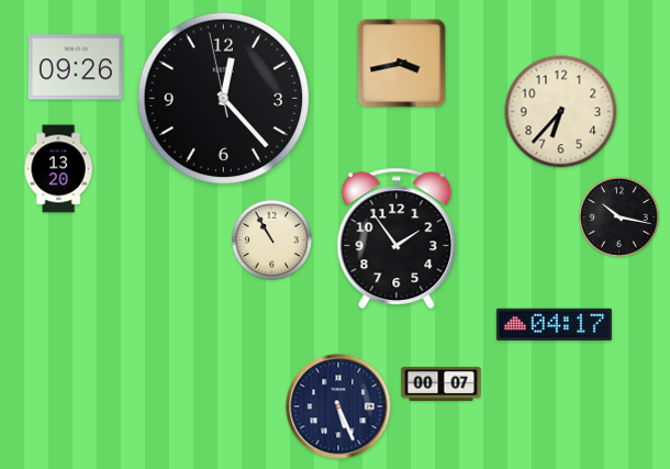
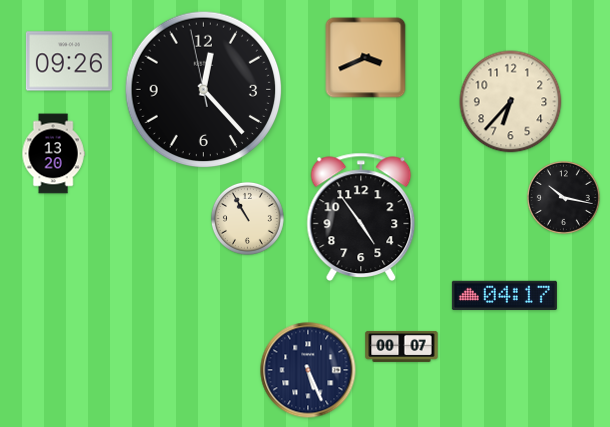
clock at (402, 64): 3:43 -> 3:41
clock at (397, 237): 1:54 -> 4:54
clock at (442, 383) position: (442, 383) -> (402, 346)
